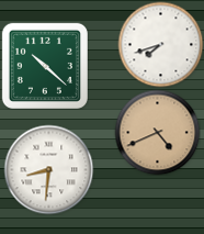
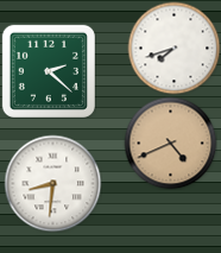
clock at (45, 66): 10:22 -> 2:22
